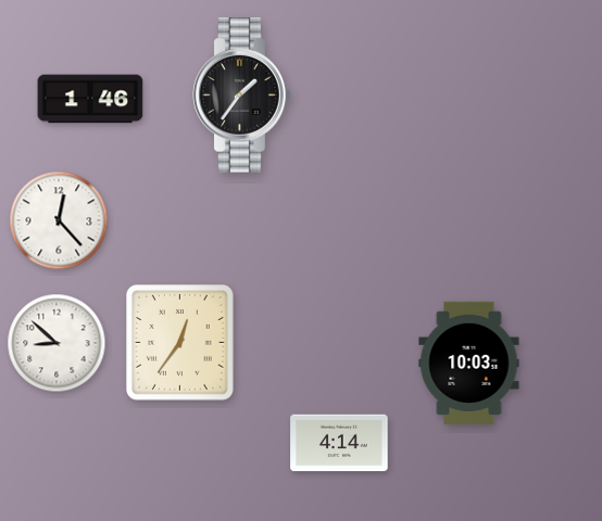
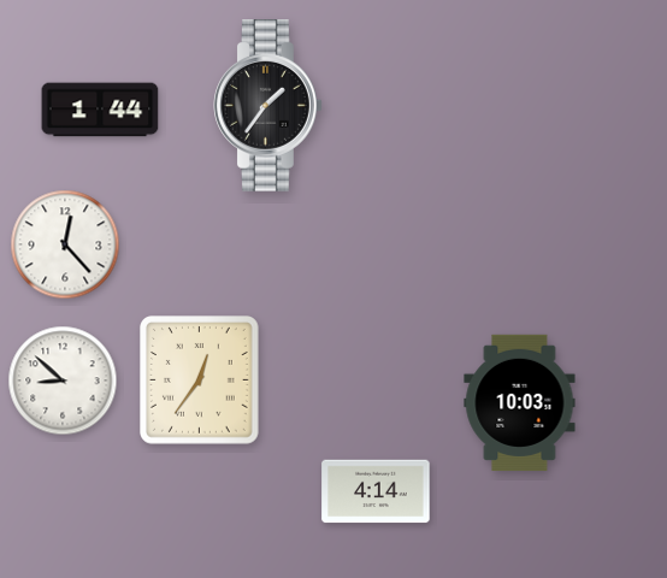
clock at (90, 99): 1:46 -> 1:44
